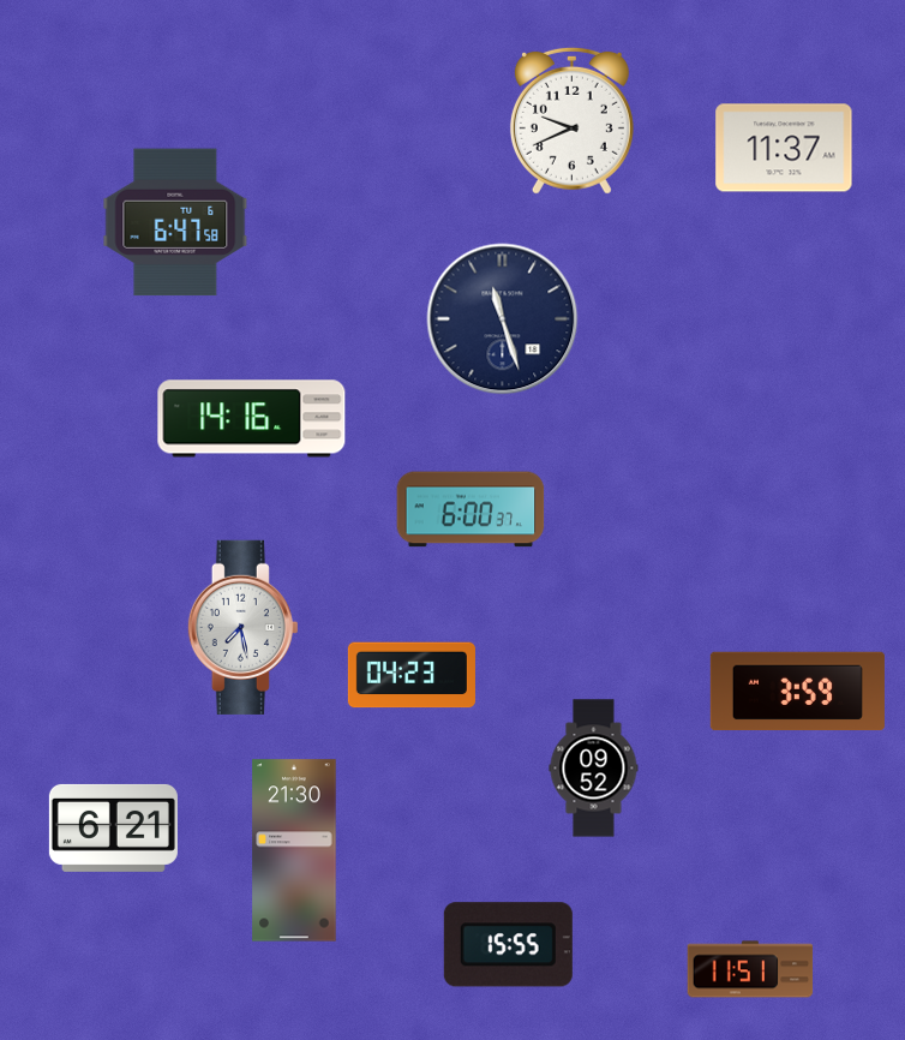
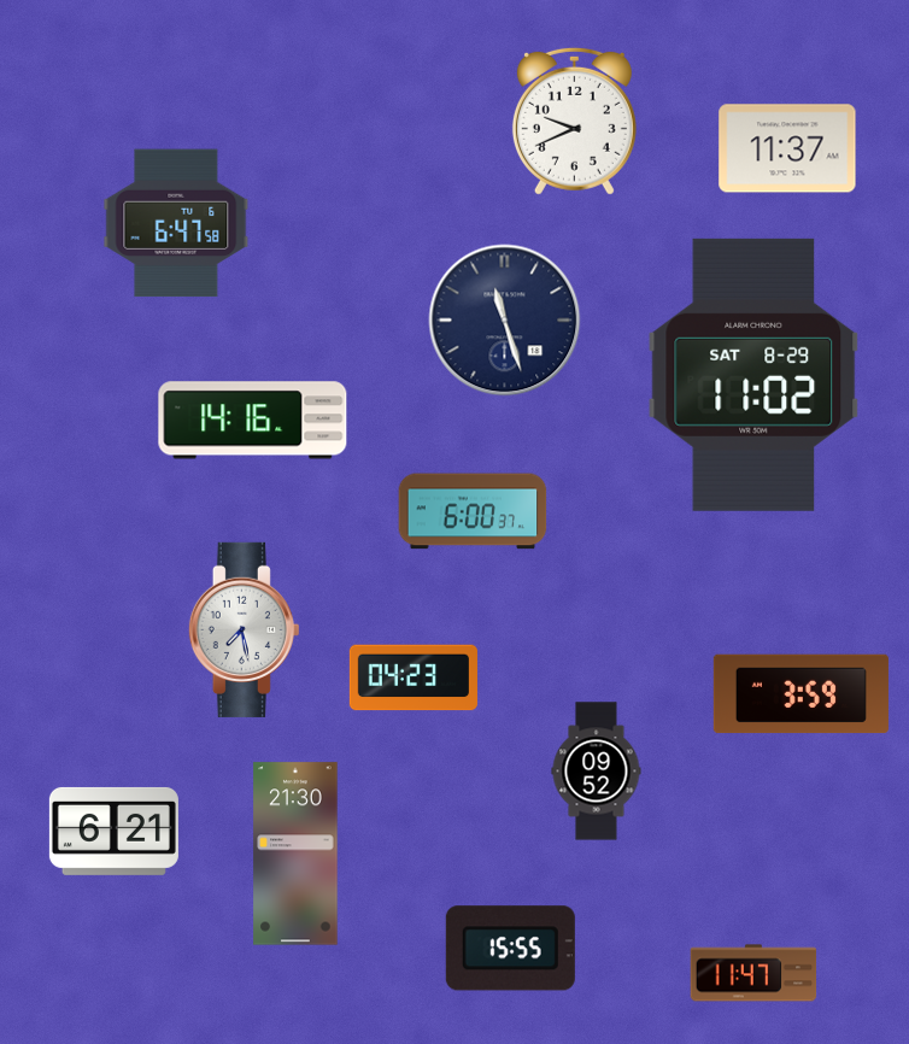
clock at (753, 375): none -> 11:02
clock at (750, 969): 11:51 -> 11:47
